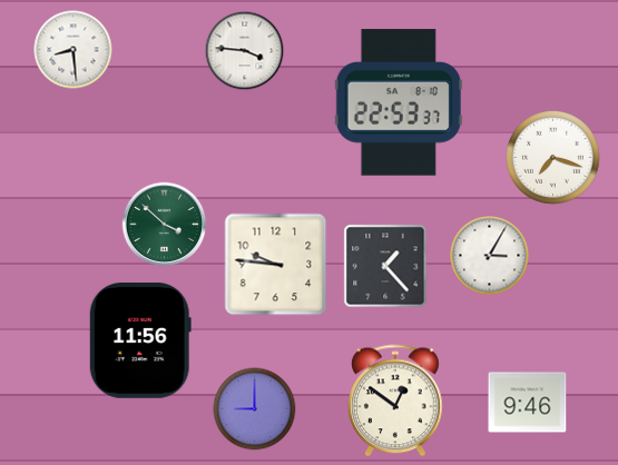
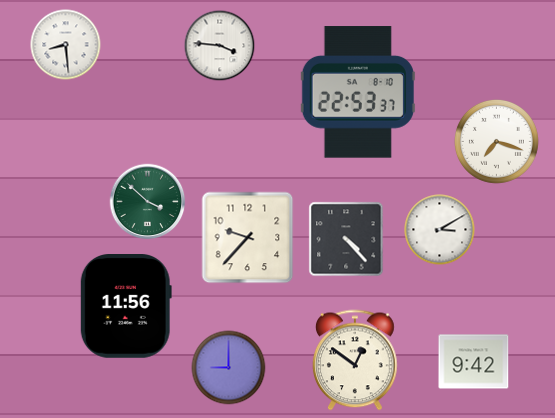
clock at (490, 256): 3:05 -> 3:10
clock at (276, 265): 9:46 -> 9:37
clock at (385, 266): 1:23 -> 4:23
clock at (528, 403): 9:46 -> 9:42
